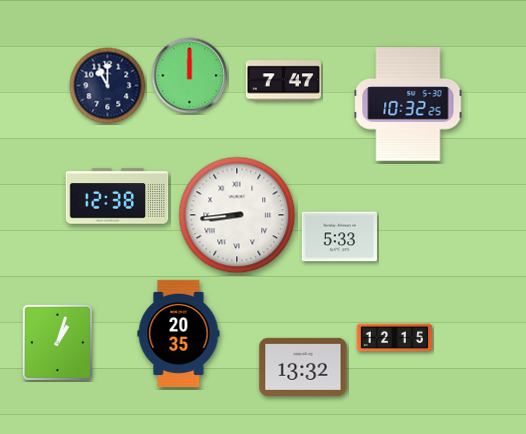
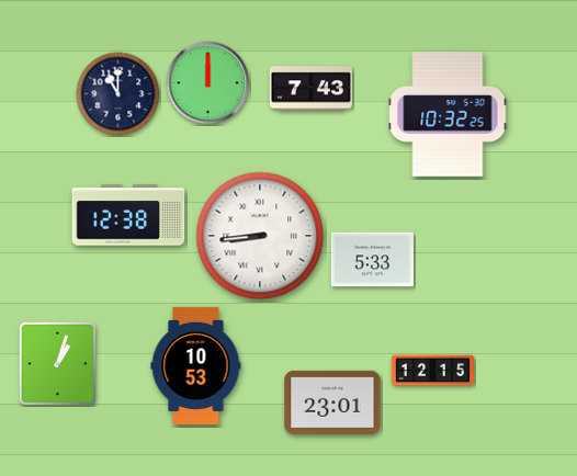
clock at (283, 81): 7:47 -> 7:43
clock at (179, 333): 20:35 -> 10:53
clock at (57, 342) position: (57, 342) -> (57, 363)
clock at (303, 367): 13:32 -> 23:01
